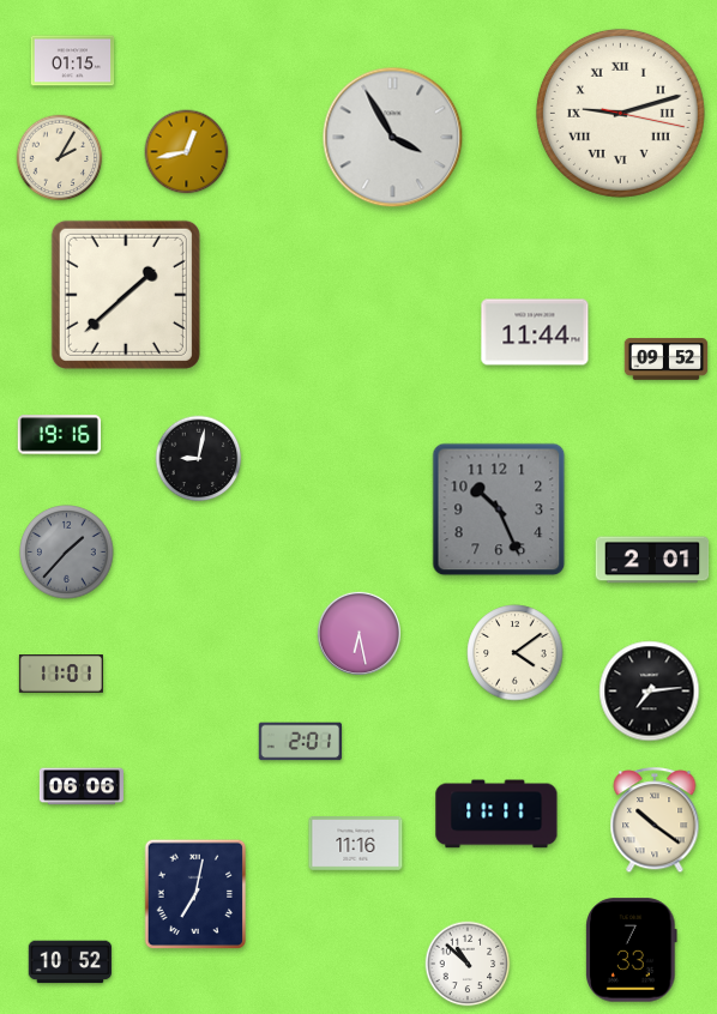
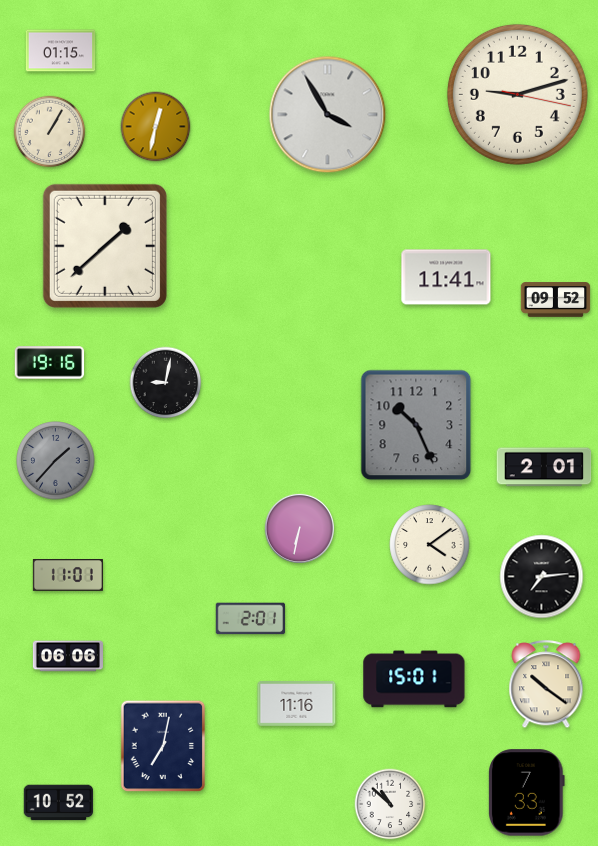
clock at (620, 113) numerals: Roman -> Arabic
clock at (187, 152): 12:43 -> 12:32
clock at (60, 158): 2:05 -> 1:05
clock at (535, 332): 11:44 -> 11:41
clock at (358, 633): 6:28 -> 6:32
clock at (61, 675) position: (61, 675) -> (68, 576)
clock at (496, 814): 11:11 -> 15:01
